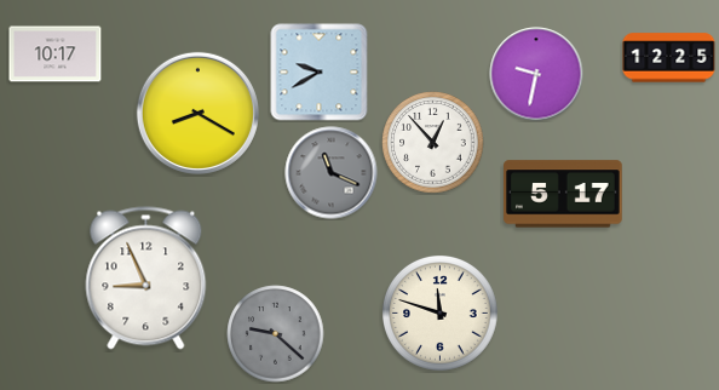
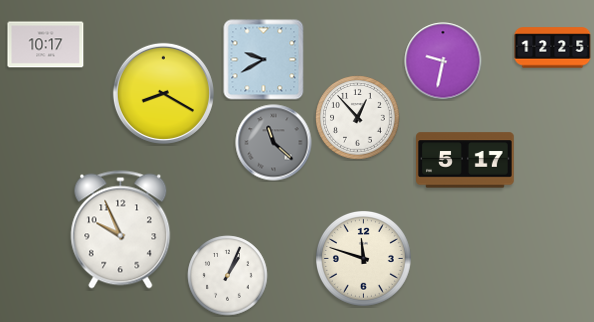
clock at (332, 173): 11:19 -> 11:22
clock at (146, 279): 8:56 -> 9:56
clock at (276, 334): 9:22 -> 1:04
clock at (276, 334) dial: grey -> white
